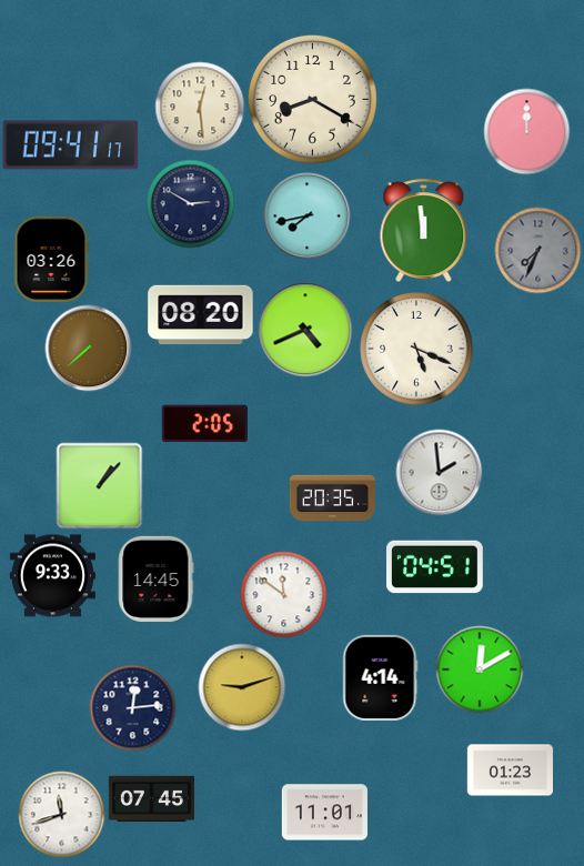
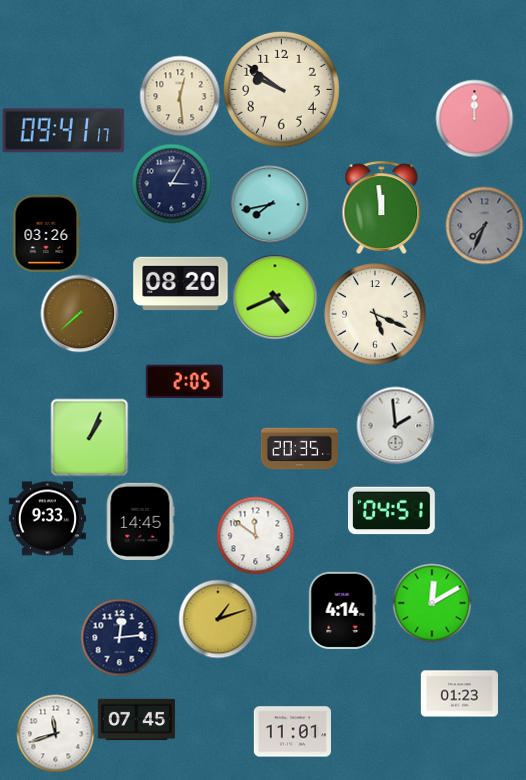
clock at (312, 99): 8:20 -> 9:51
clock at (190, 203): 2:50 -> 3:05
clock at (306, 215) position: (306, 215) -> (269, 204)
clock at (99, 485): 1:07 -> 1:04
clock at (242, 687): 9:12 -> 1:12
